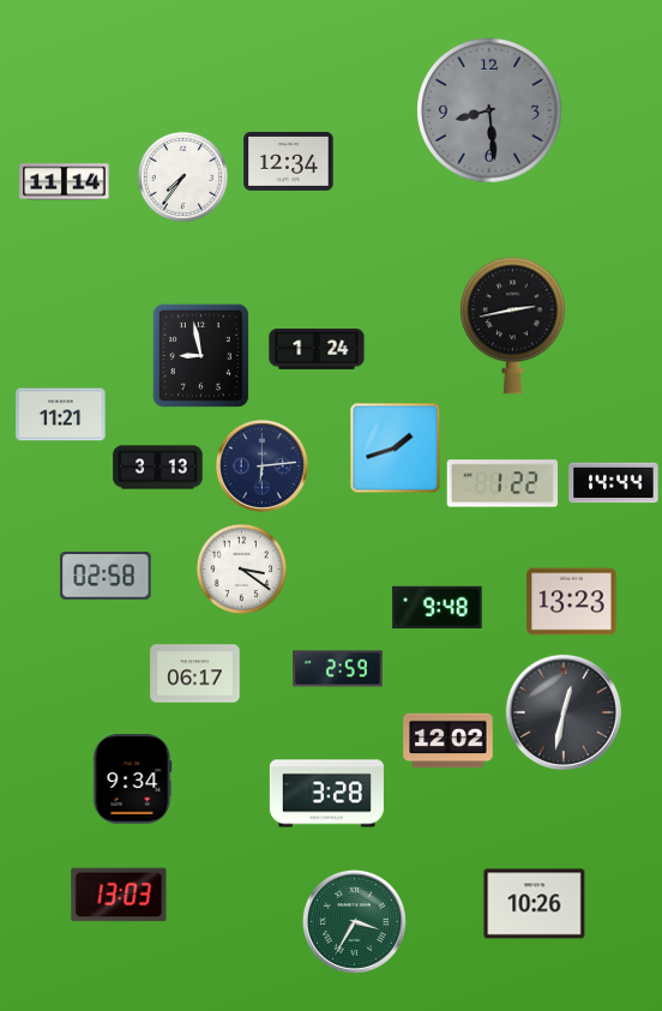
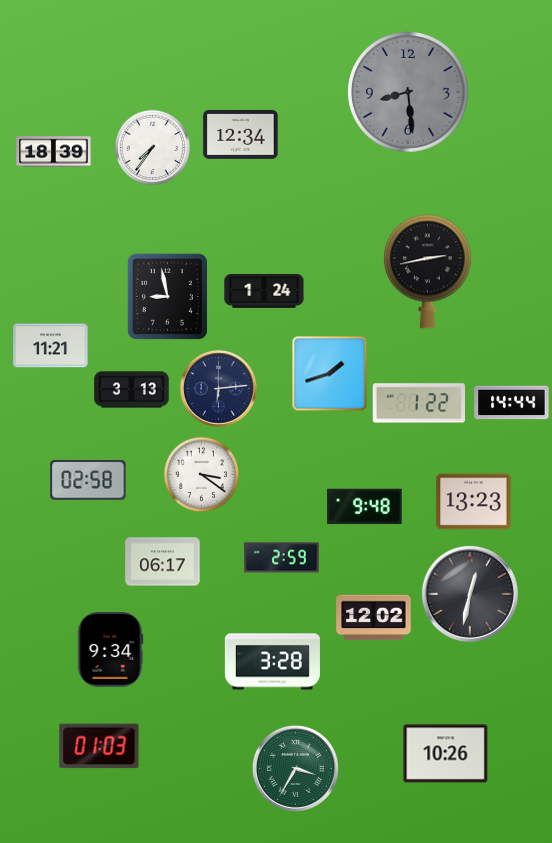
clock at (65, 182): 11:14 -> 18:39
clock at (572, 602) position: (572, 602) -> (474, 502)
clock at (119, 895): 13:03 -> 01:03
